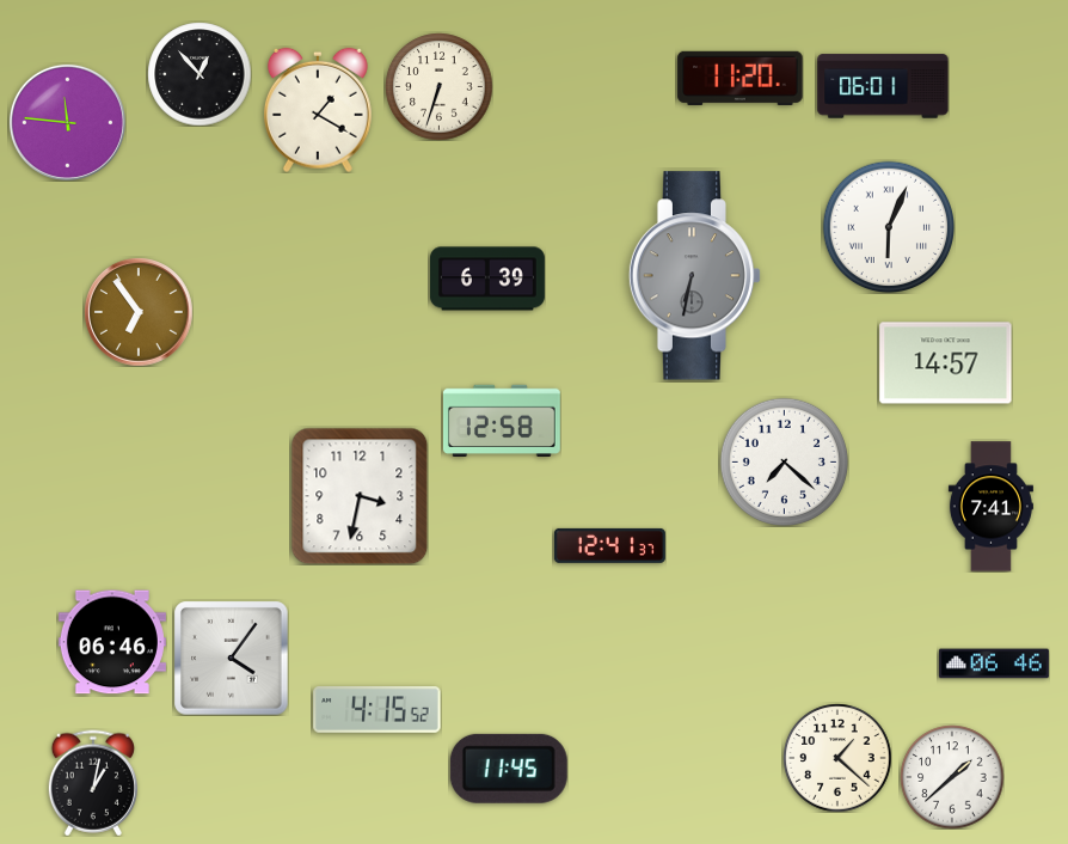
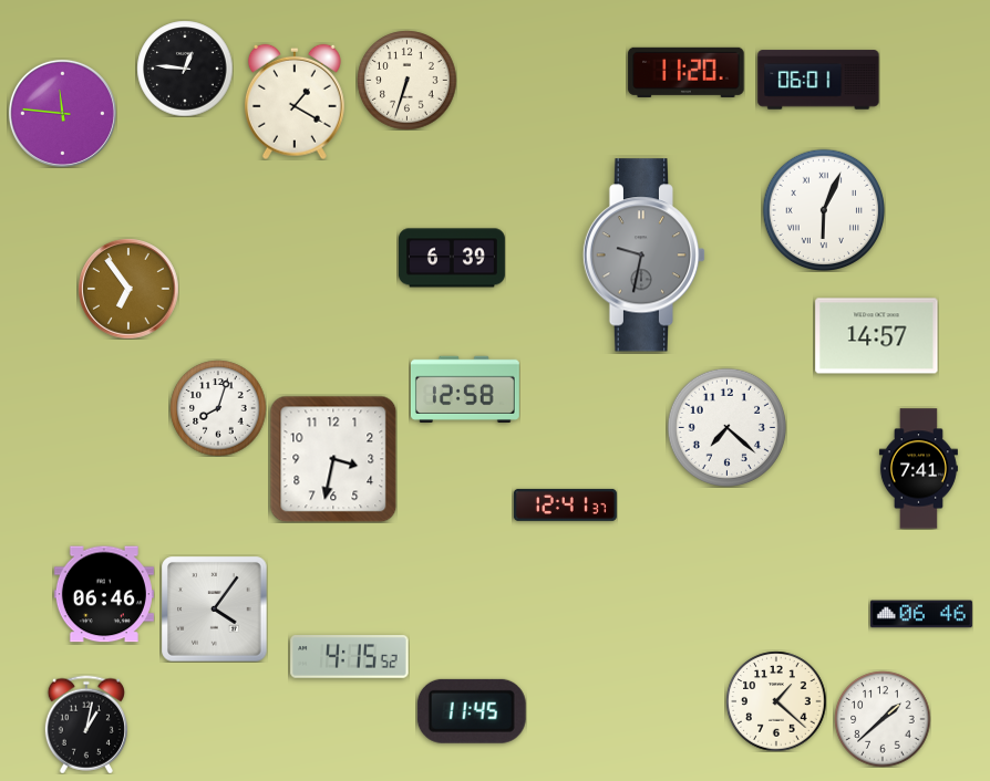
clock at (200, 74): 12:53 -> 12:46
clock at (695, 276): 6:32 -> 9:32
clock at (218, 408): none -> 8:03
